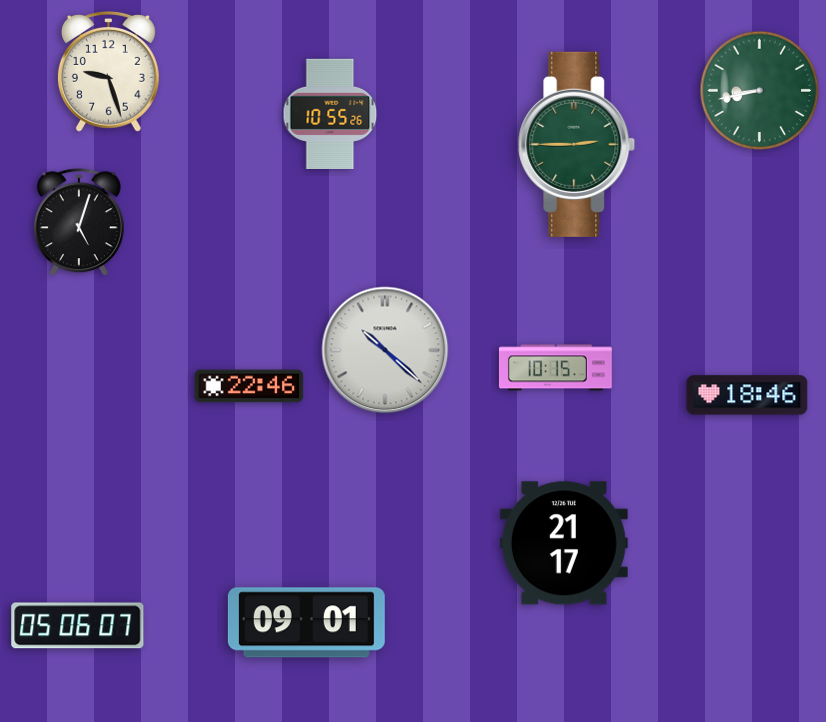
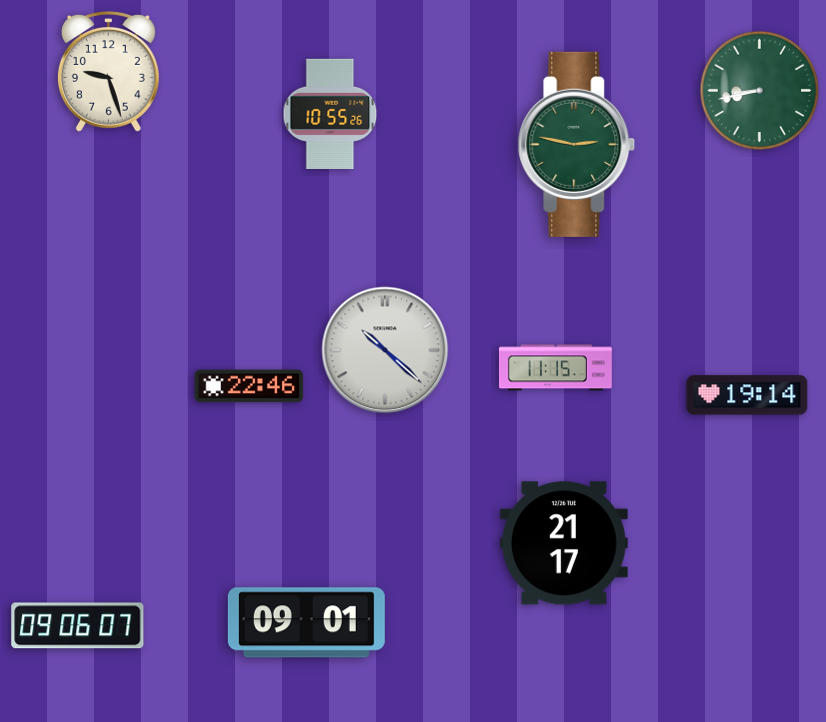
clock at (577, 144): 2:45 -> 2:47
clock at (79, 223): 5:03 -> none
clock at (555, 368): 10:15 -> 11:15
clock at (747, 395): 18:46 -> 19:14
clock at (78, 626): 05:06 -> 09:06
